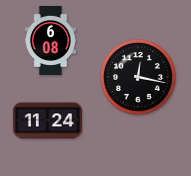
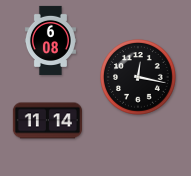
clock at (47, 121): 11:24 -> 11:14
